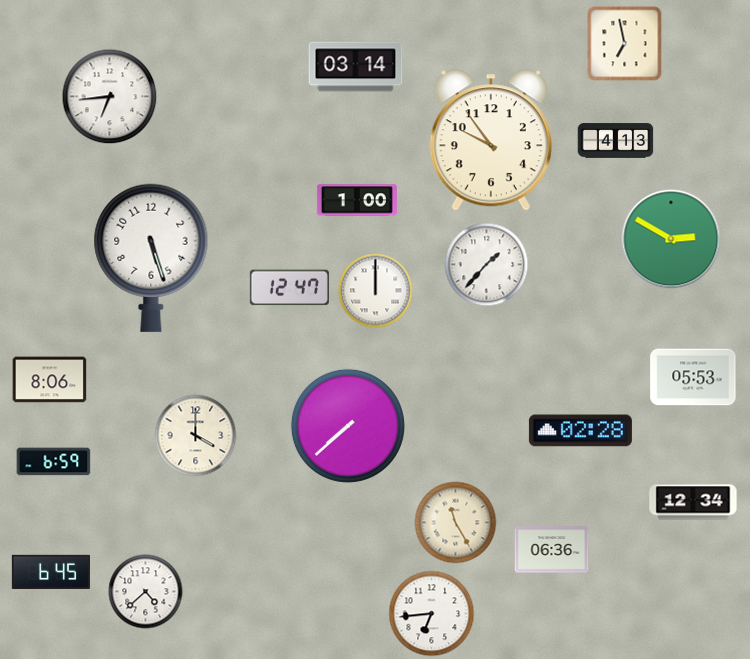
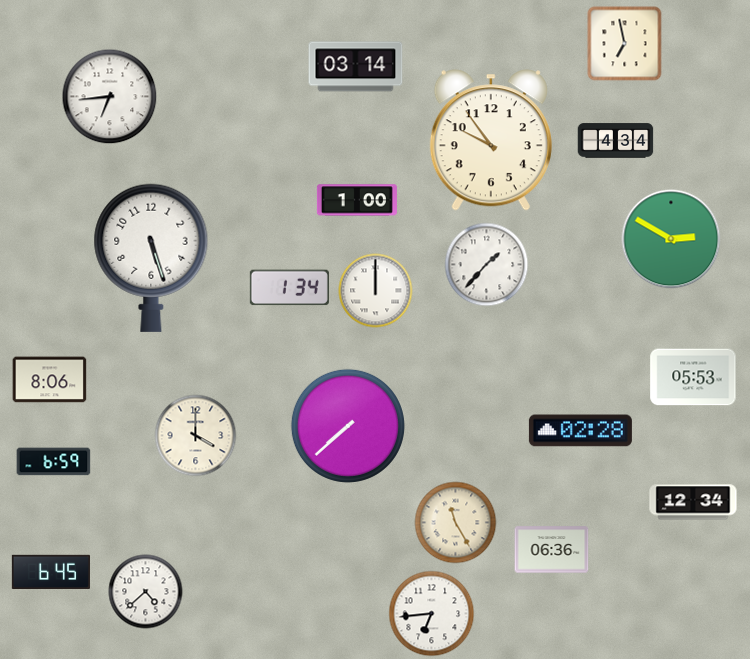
clock at (616, 141): 4:13 -> 4:34
clock at (289, 288): 12:47 -> 1:34
